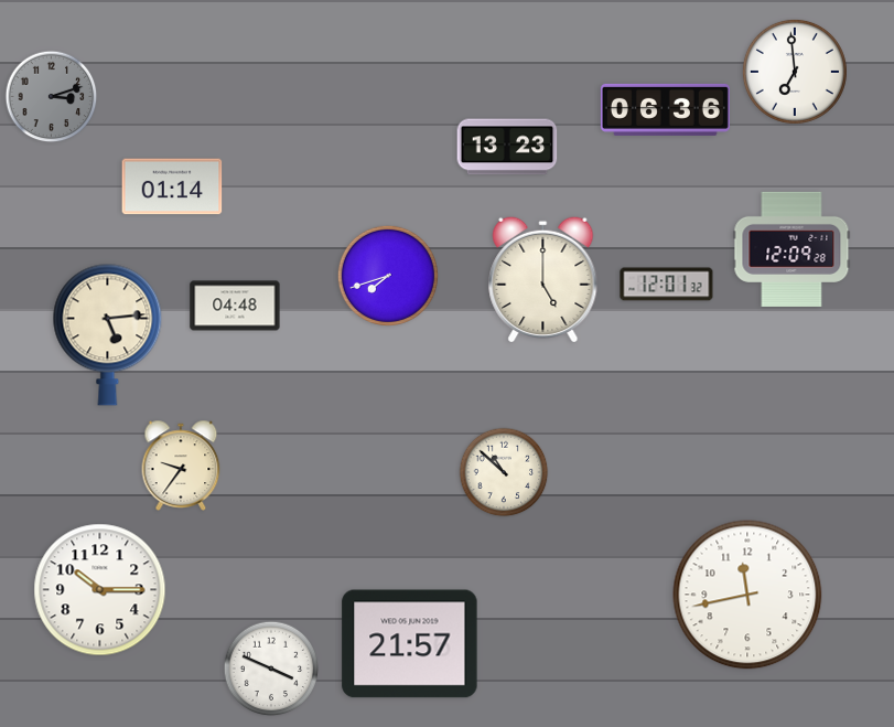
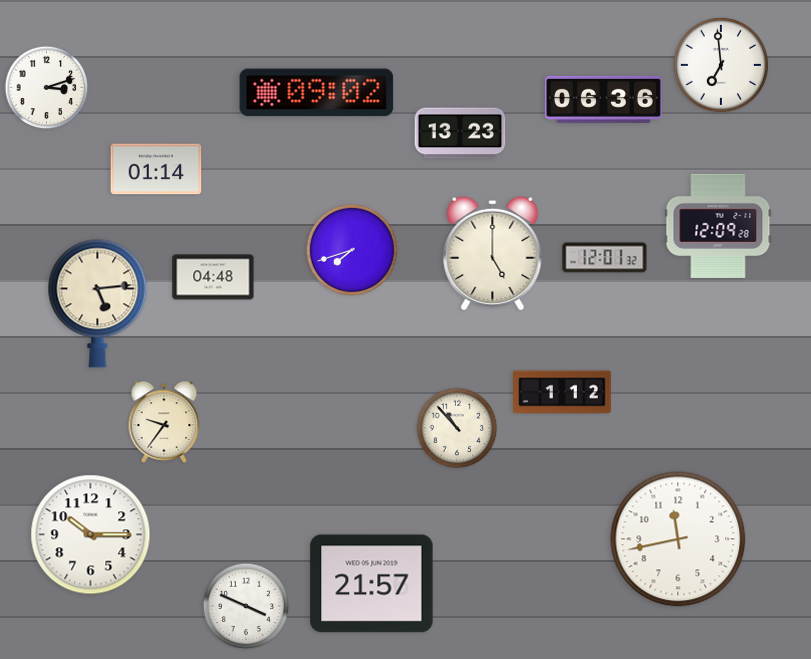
clock at (52, 97) dial: grey -> white
clock at (317, 93): none -> 09:02
clock at (562, 392): none -> 1:12
clock at (504, 472): 10:52 -> 10:53
